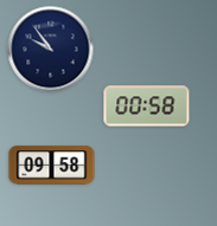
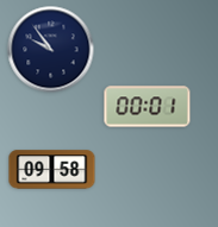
clock at (147, 106): 00:58 -> 00:01
clock at (52, 166) position: (52, 166) -> (52, 170)
